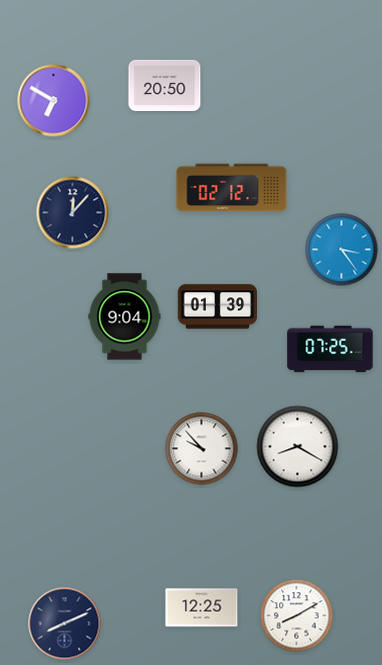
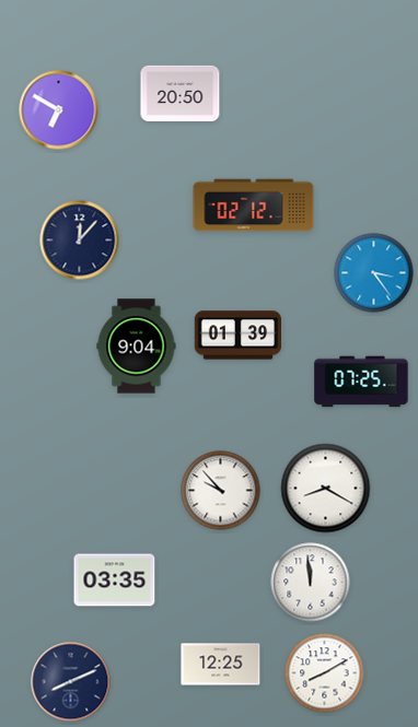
clock at (73, 213) position: (73, 213) -> (80, 241)
clock at (115, 581): none -> 03:35
clock at (311, 583): none -> 11:59
